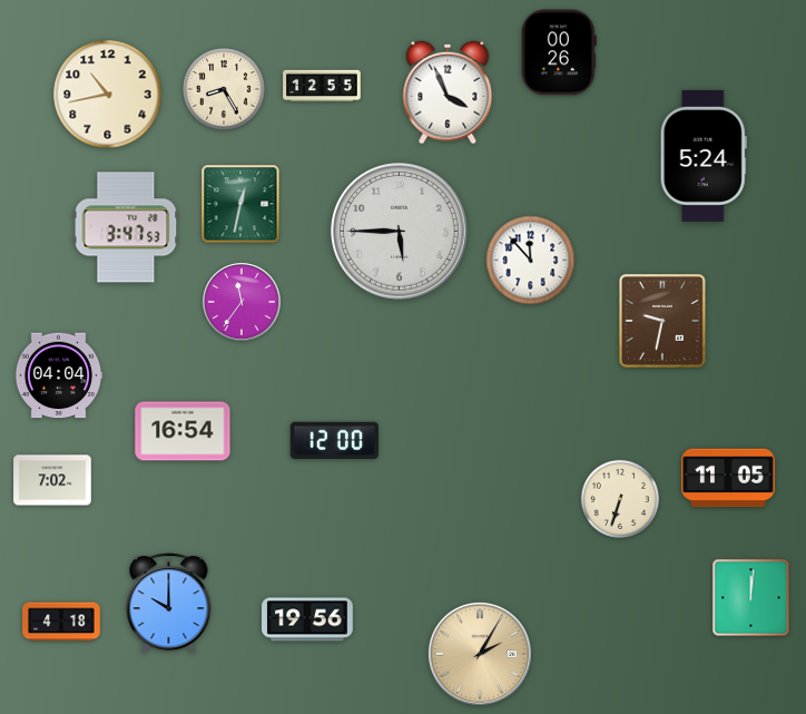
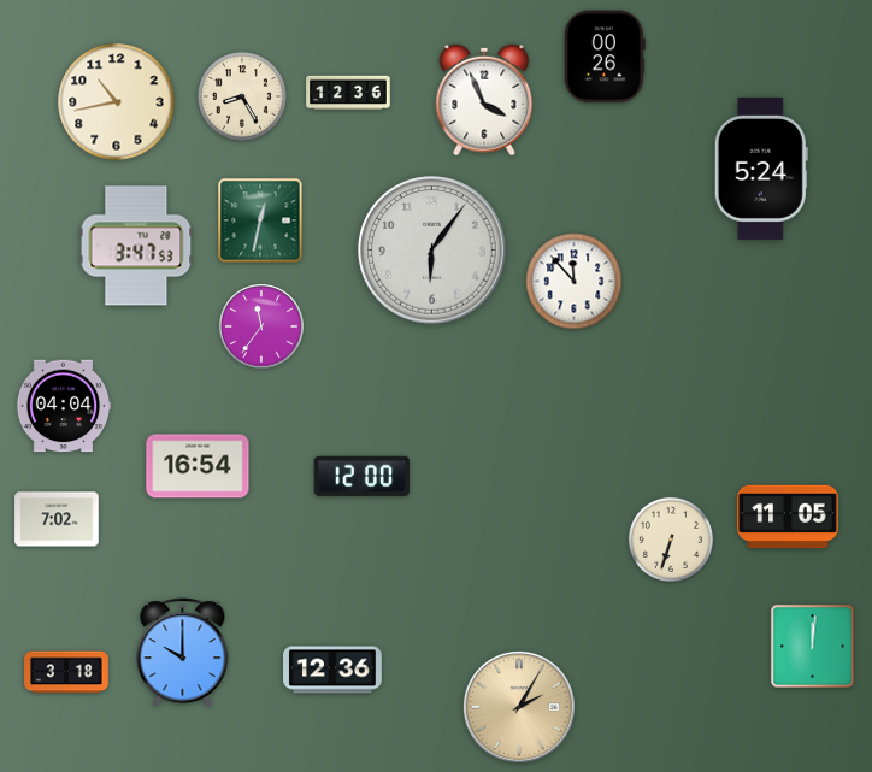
clock at (322, 86): 12:55 -> 12:36
clock at (400, 232): 5:45 -> 6:06
clock at (662, 321): 9:32 -> none
clock at (307, 619): 19:56 -> 12:36
clock at (61, 622): 4:18 -> 3:18
